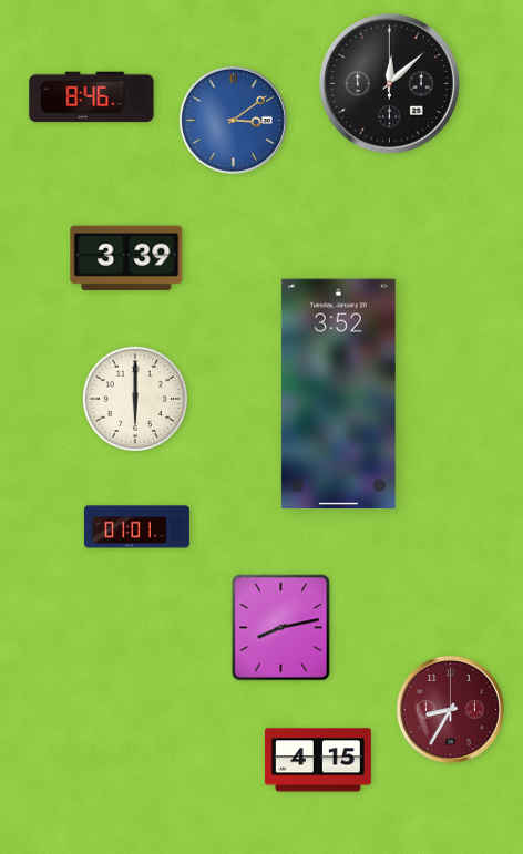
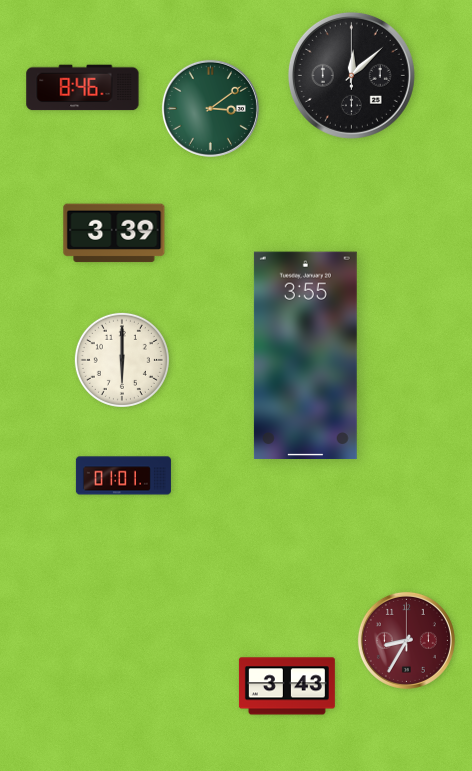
clock at (233, 120) dial: blue -> green
clock at (338, 394): 3:52 -> 3:55
clock at (281, 628): 8:13 -> none
clock at (318, 760): 4:15 -> 3:43
